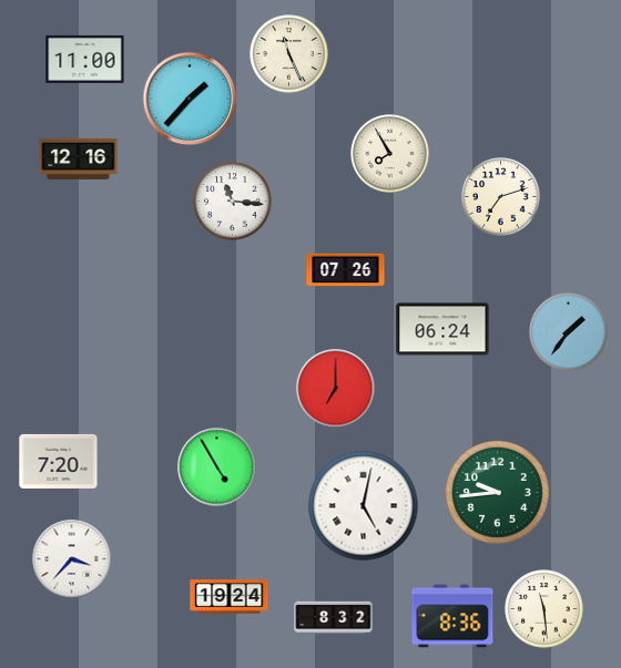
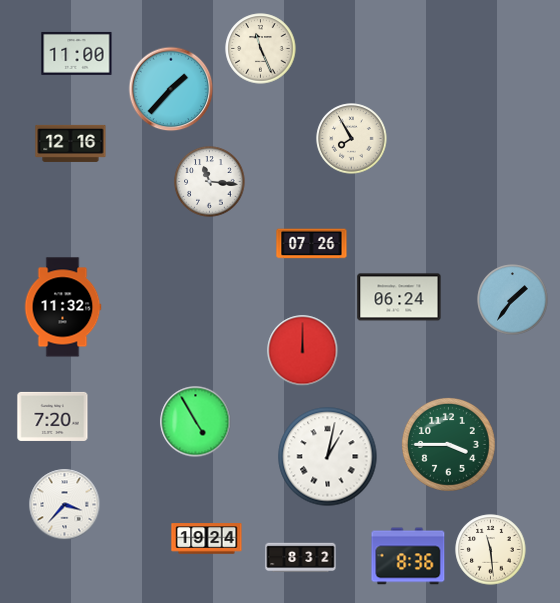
clock at (501, 197): 7:12 -> none
clock at (63, 307): none -> 11:32
clock at (336, 389): 7:00 -> 12:00
clock at (497, 492): 9:44 -> 3:45
clock at (364, 506): 5:02 -> 1:02
